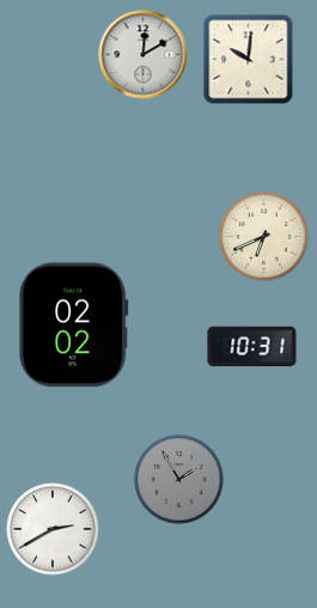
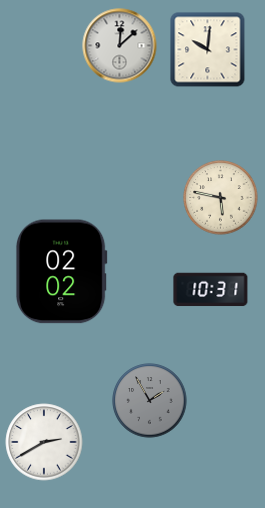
clock at (144, 55): 12:10 -> 12:08
clock at (264, 237): 6:41 -> 5:47
